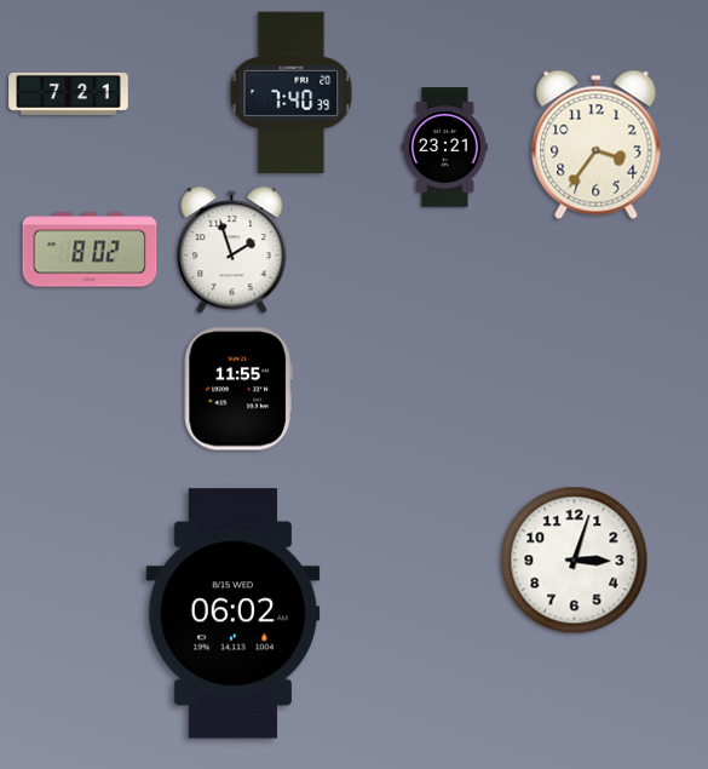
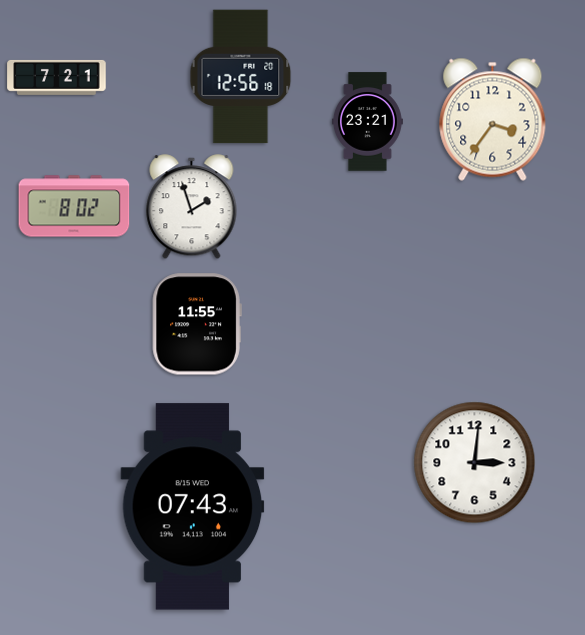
clock at (292, 93): 7:40 -> 12:56
clock at (238, 389) position: (238, 389) -> (197, 324)
clock at (575, 561): 3:03 -> 3:01
clock at (234, 614): 06:02 -> 07:43
